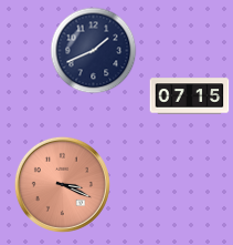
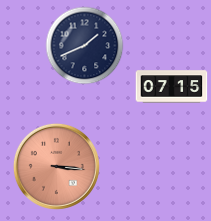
clock at (62, 184): 3:19 -> 3:16
